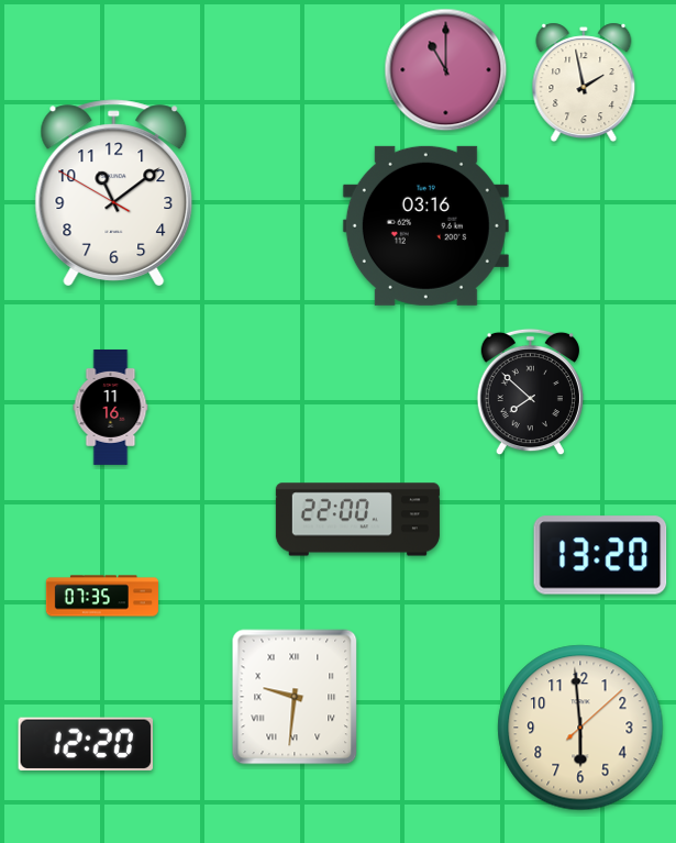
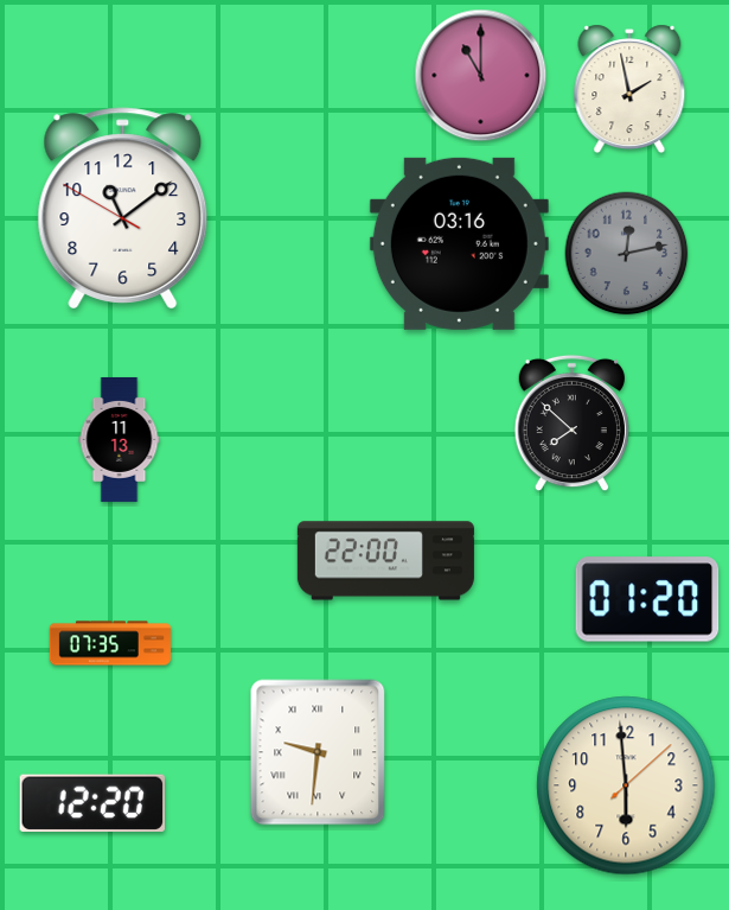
clock at (627, 254): none -> 12:13
clock at (111, 407): 11:16 -> 11:13
clock at (600, 555): 13:20 -> 01:20
